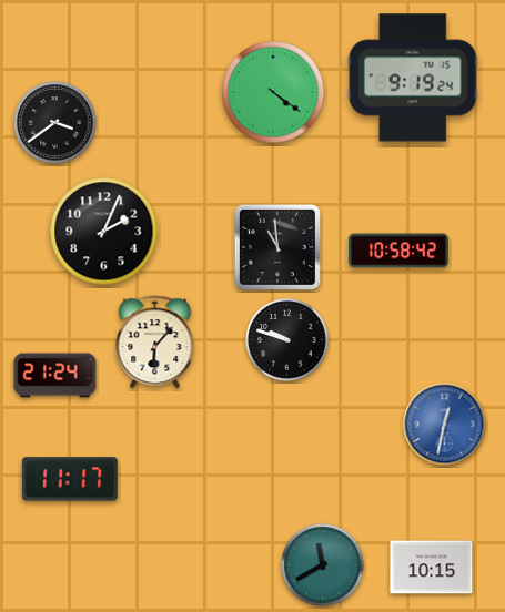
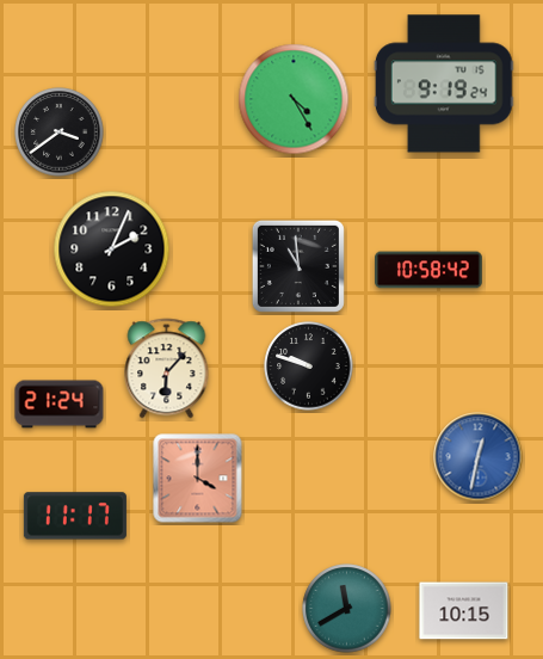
clock at (273, 92): 4:21 -> 4:25
clock at (198, 479): none -> 4:00
